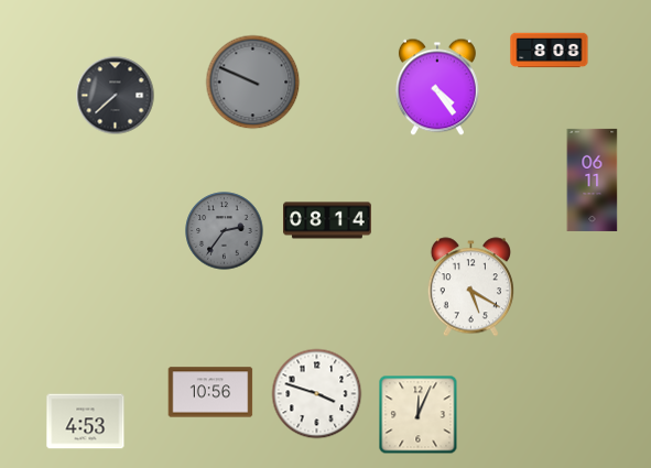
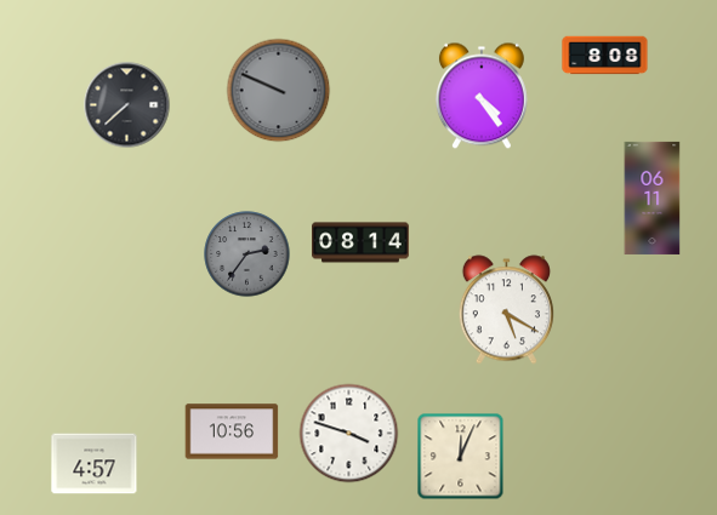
clock at (470, 287) position: (470, 287) -> (506, 310)
clock at (86, 422): 4:53 -> 4:57
